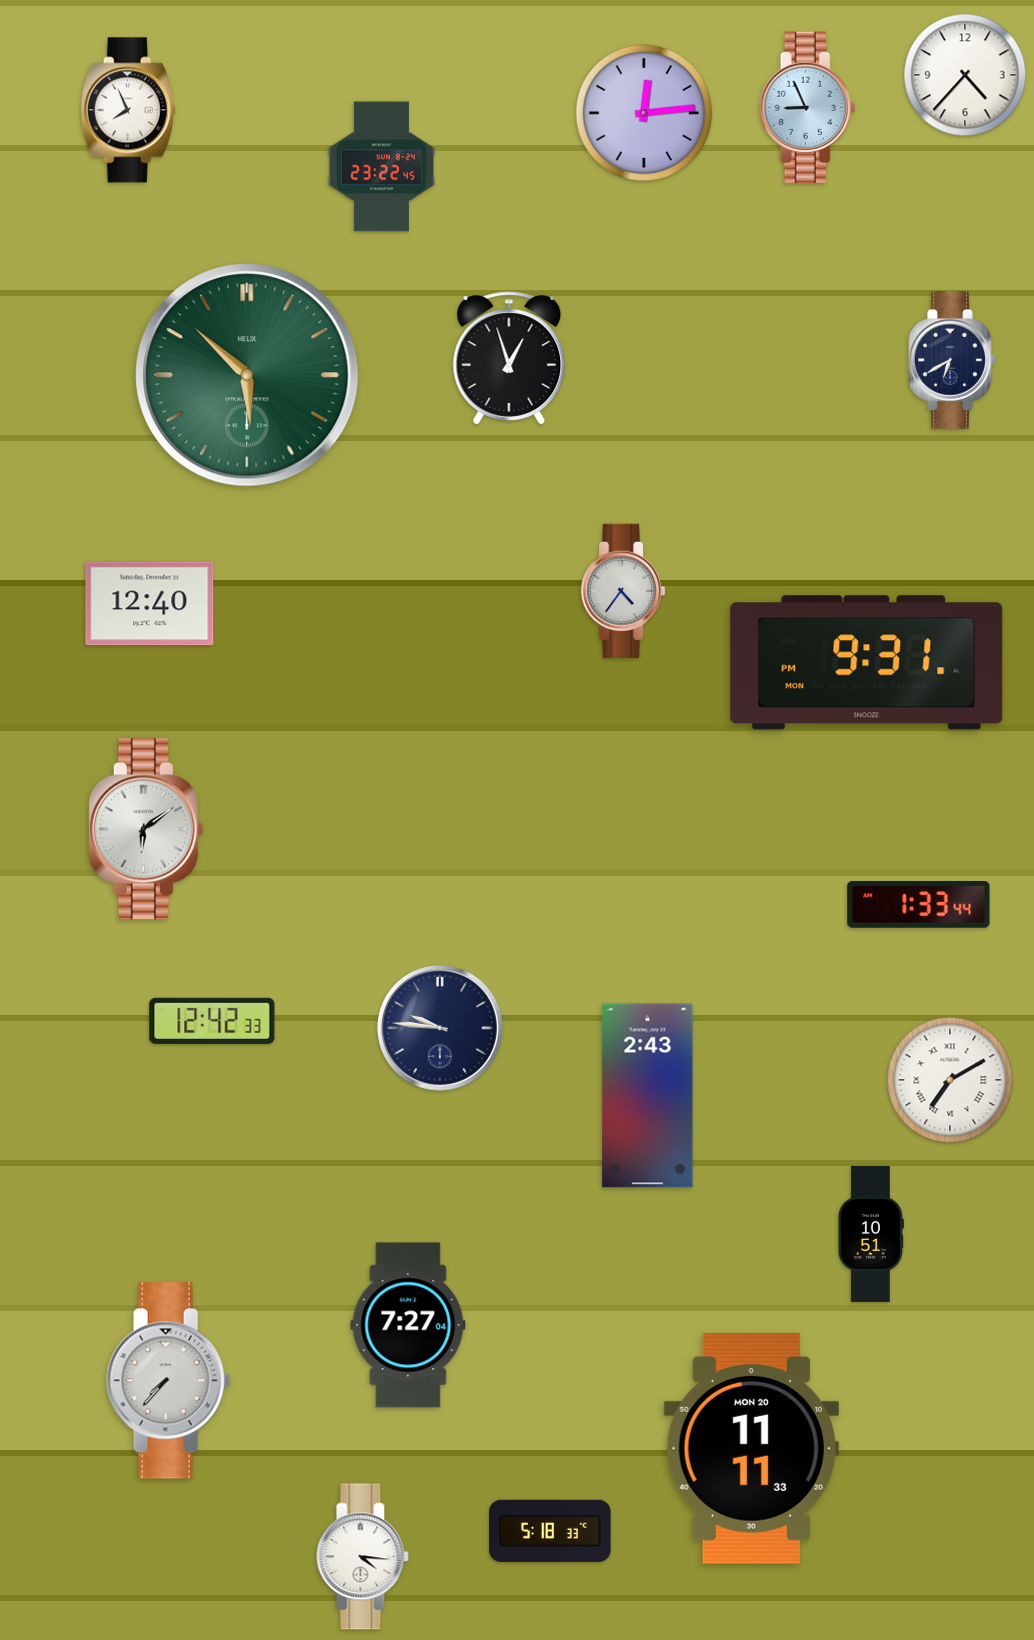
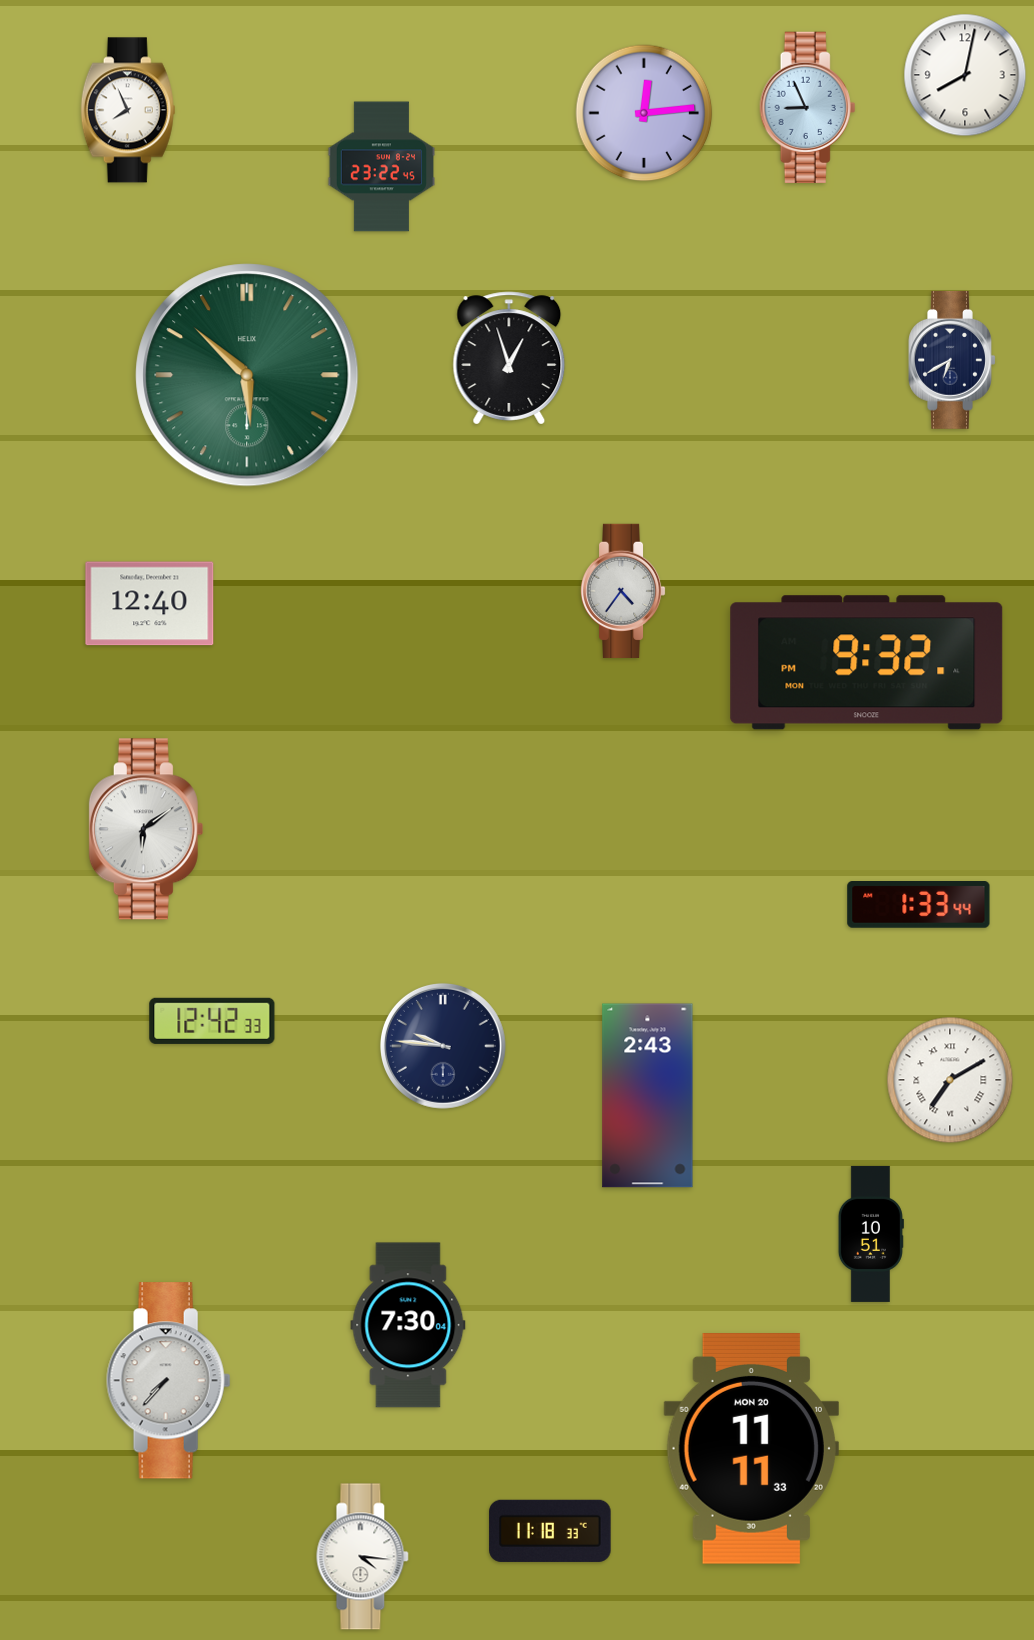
clock at (965, 75): 4:37 -> 8:02
clock at (867, 663): 9:31 -> 9:32
clock at (440, 1028) position: (440, 1028) -> (443, 1046)
clock at (408, 1325): 7:27 -> 7:30
clock at (550, 1531): 5:18 -> 11:18
